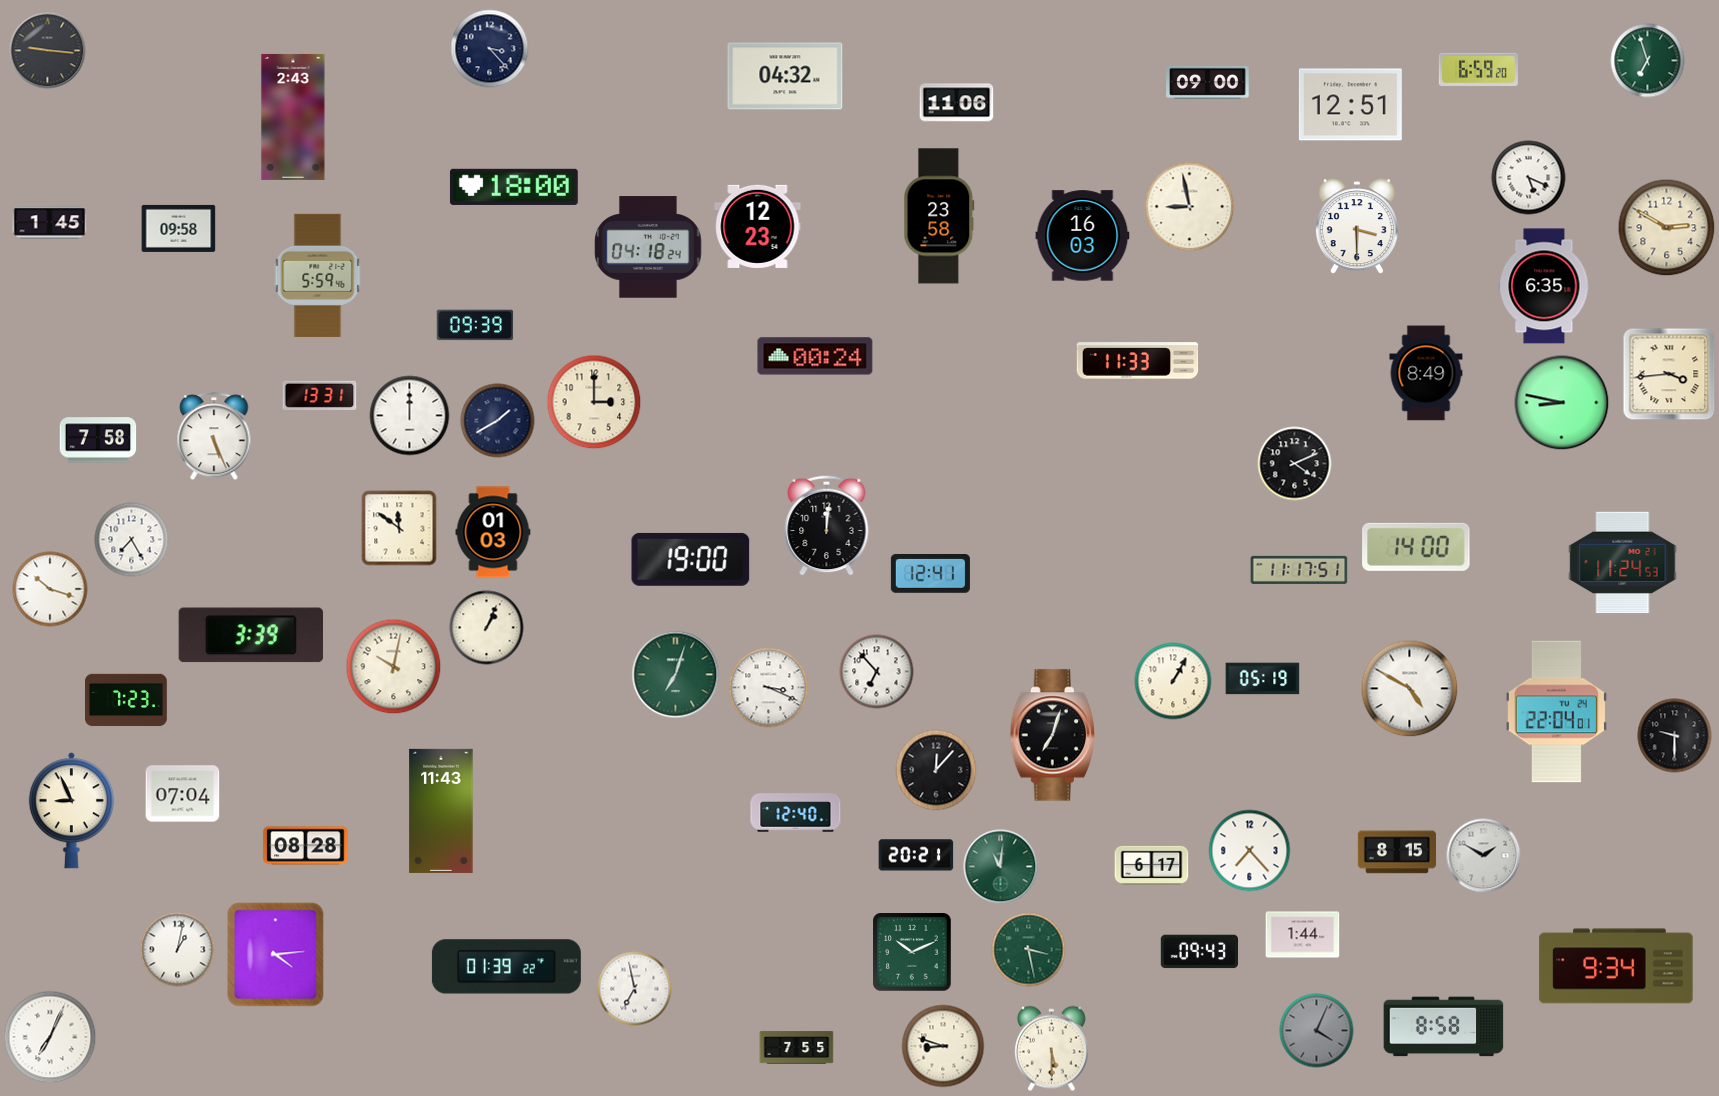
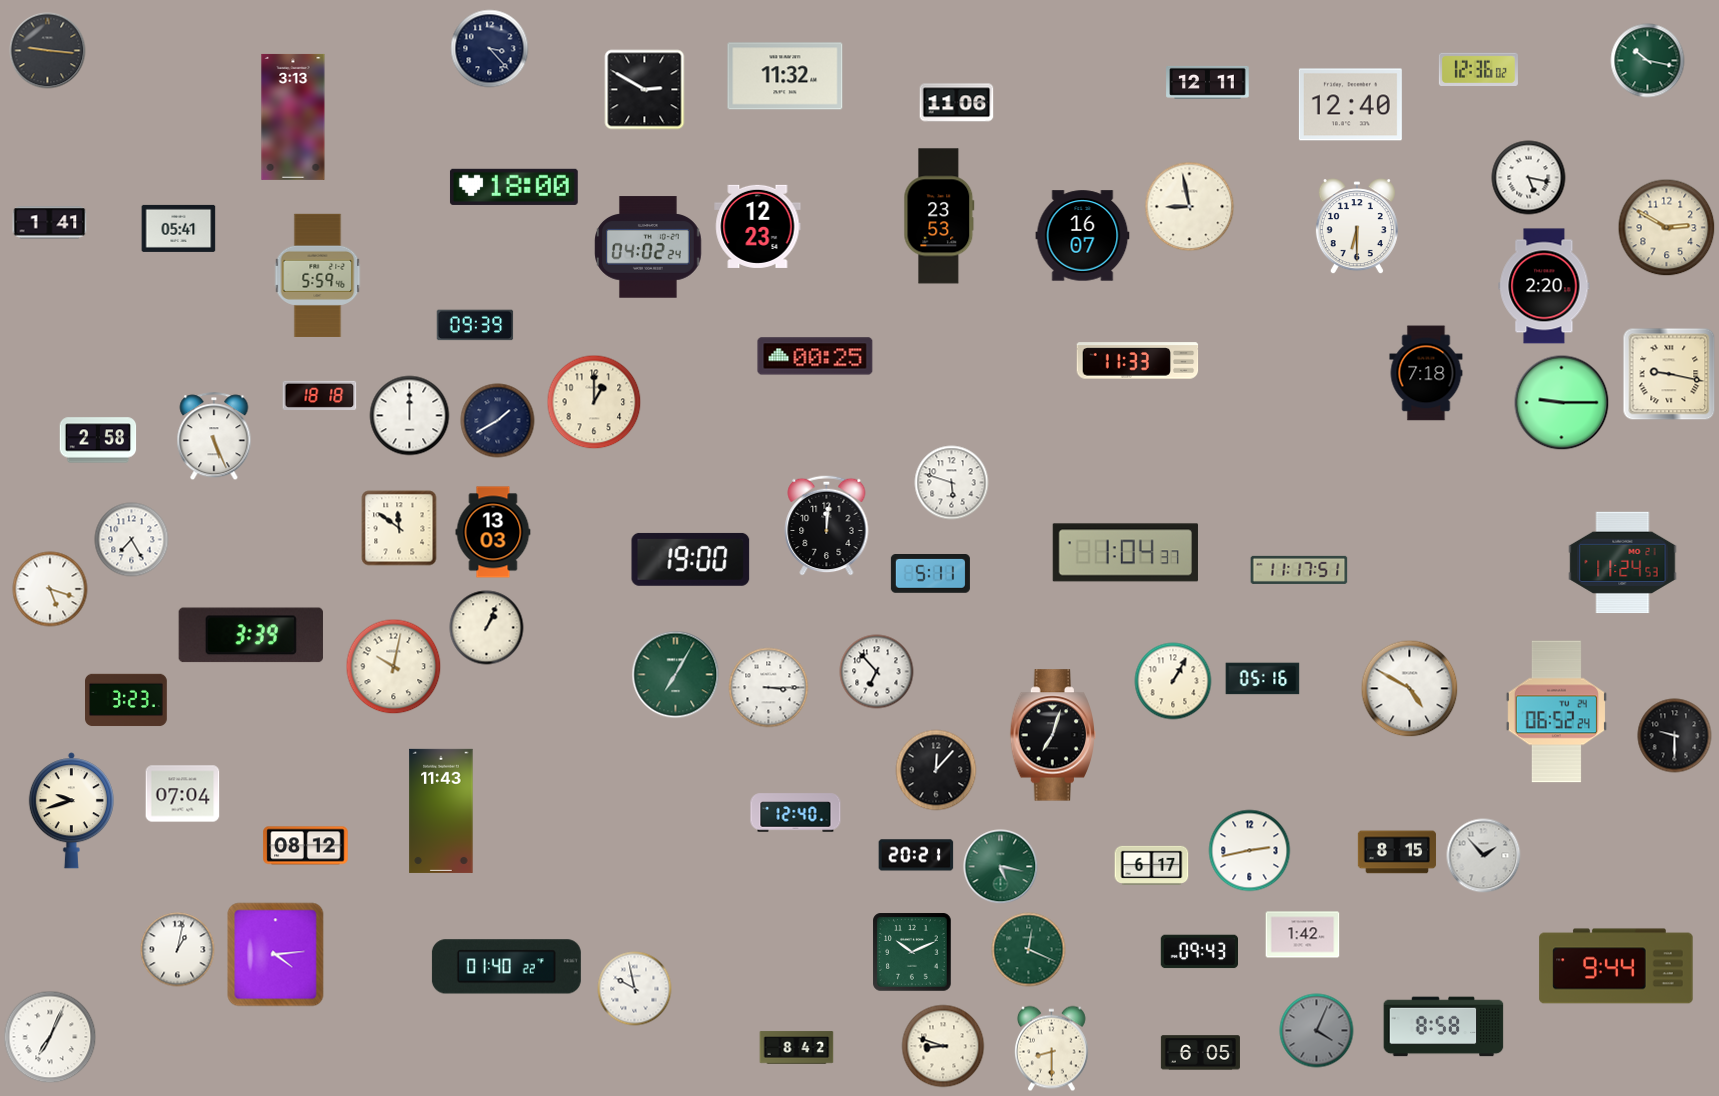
clock at (1648, 61): 6:57 -> 10:17
clock at (1478, 69): 6:59 -> 12:36
clock at (785, 76): 04:32 -> 11:32
clock at (1208, 82): 09:00 -> 12:11
clock at (645, 90): none -> 2:50
clock at (1350, 105): 12:51 -> 12:40
clock at (293, 117): 2:43 -> 3:13
clock at (1529, 178): 5:19 -> 5:17
clock at (939, 216): 23:58 -> 23:53
clock at (50, 223): 1:45 -> 1:41
clock at (1357, 227): 3:30 -> 6:30
clock at (179, 228): 09:58 -> 05:41
clock at (1083, 236): 16:03 -> 16:07
clock at (648, 247): 04:18 -> 04:02
clock at (1544, 286): 6:35 -> 2:20
clock at (815, 356): 00:24 -> 00:25
clock at (1426, 373): 8:49 -> 7:18
clock at (1669, 374): 3:44 -> 9:17
clock at (320, 395): 13:31 -> 18:18
clock at (594, 402): 3:00 -> 1:00
clock at (1562, 403): 8:47 -> 9:15
clock at (98, 440): 7:58 -> 2:58
clock at (1295, 464): 4:11 -> none
clock at (952, 483): none -> 5:48
clock at (493, 532): 01:03 -> 13:03
clock at (1416, 547): 14:00 -> none
clock at (1125, 553): none -> 1:04
clock at (930, 574): 12:41 -> 5:11
clock at (50, 589): 10:18 -> 5:18
clock at (676, 675): 7:03 -> 7:05
clock at (1263, 679): 05:19 -> 05:16
clock at (769, 688): 3:19 -> 3:15
clock at (127, 700): 7:23 -> 3:23
clock at (1556, 712): 22:04 -> 06:52
clock at (71, 811): 8:56 -> 9:42
clock at (306, 846): 08:28 -> 08:12
clock at (1250, 851): 7:23 -> 2:43
clock at (1484, 856): 1:50 -> 1:53
clock at (1001, 867): 11:01 -> 5:17
clock at (1303, 935): 1:44 -> 1:42
clock at (1029, 950): 3:28 -> 12:19
clock at (1616, 966): 9:34 -> 9:44
clock at (506, 967): 01:39 -> 01:40
clock at (635, 989): 6:58 -> 9:58
clock at (797, 1048): 7:55 -> 8:42
clock at (1051, 1049): 5:30 -> 8:30
clock at (1200, 1053): none -> 6:05
